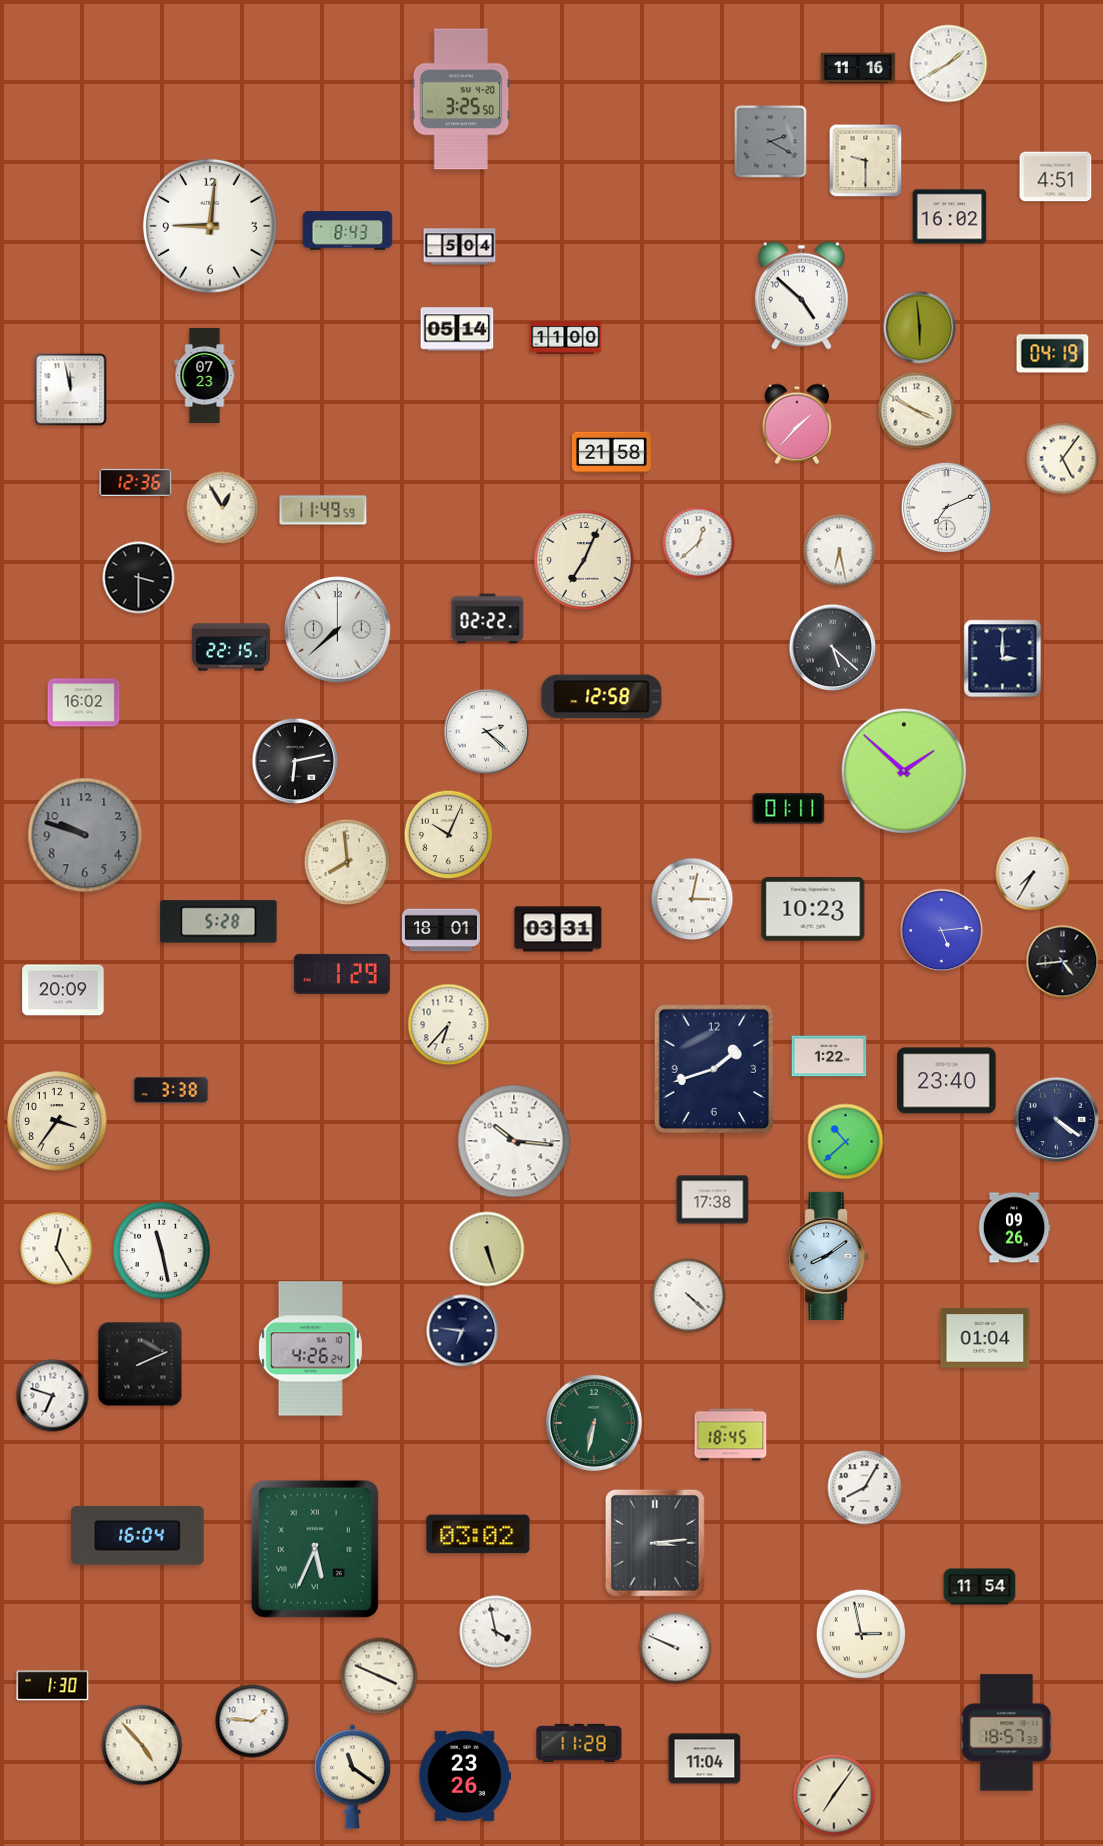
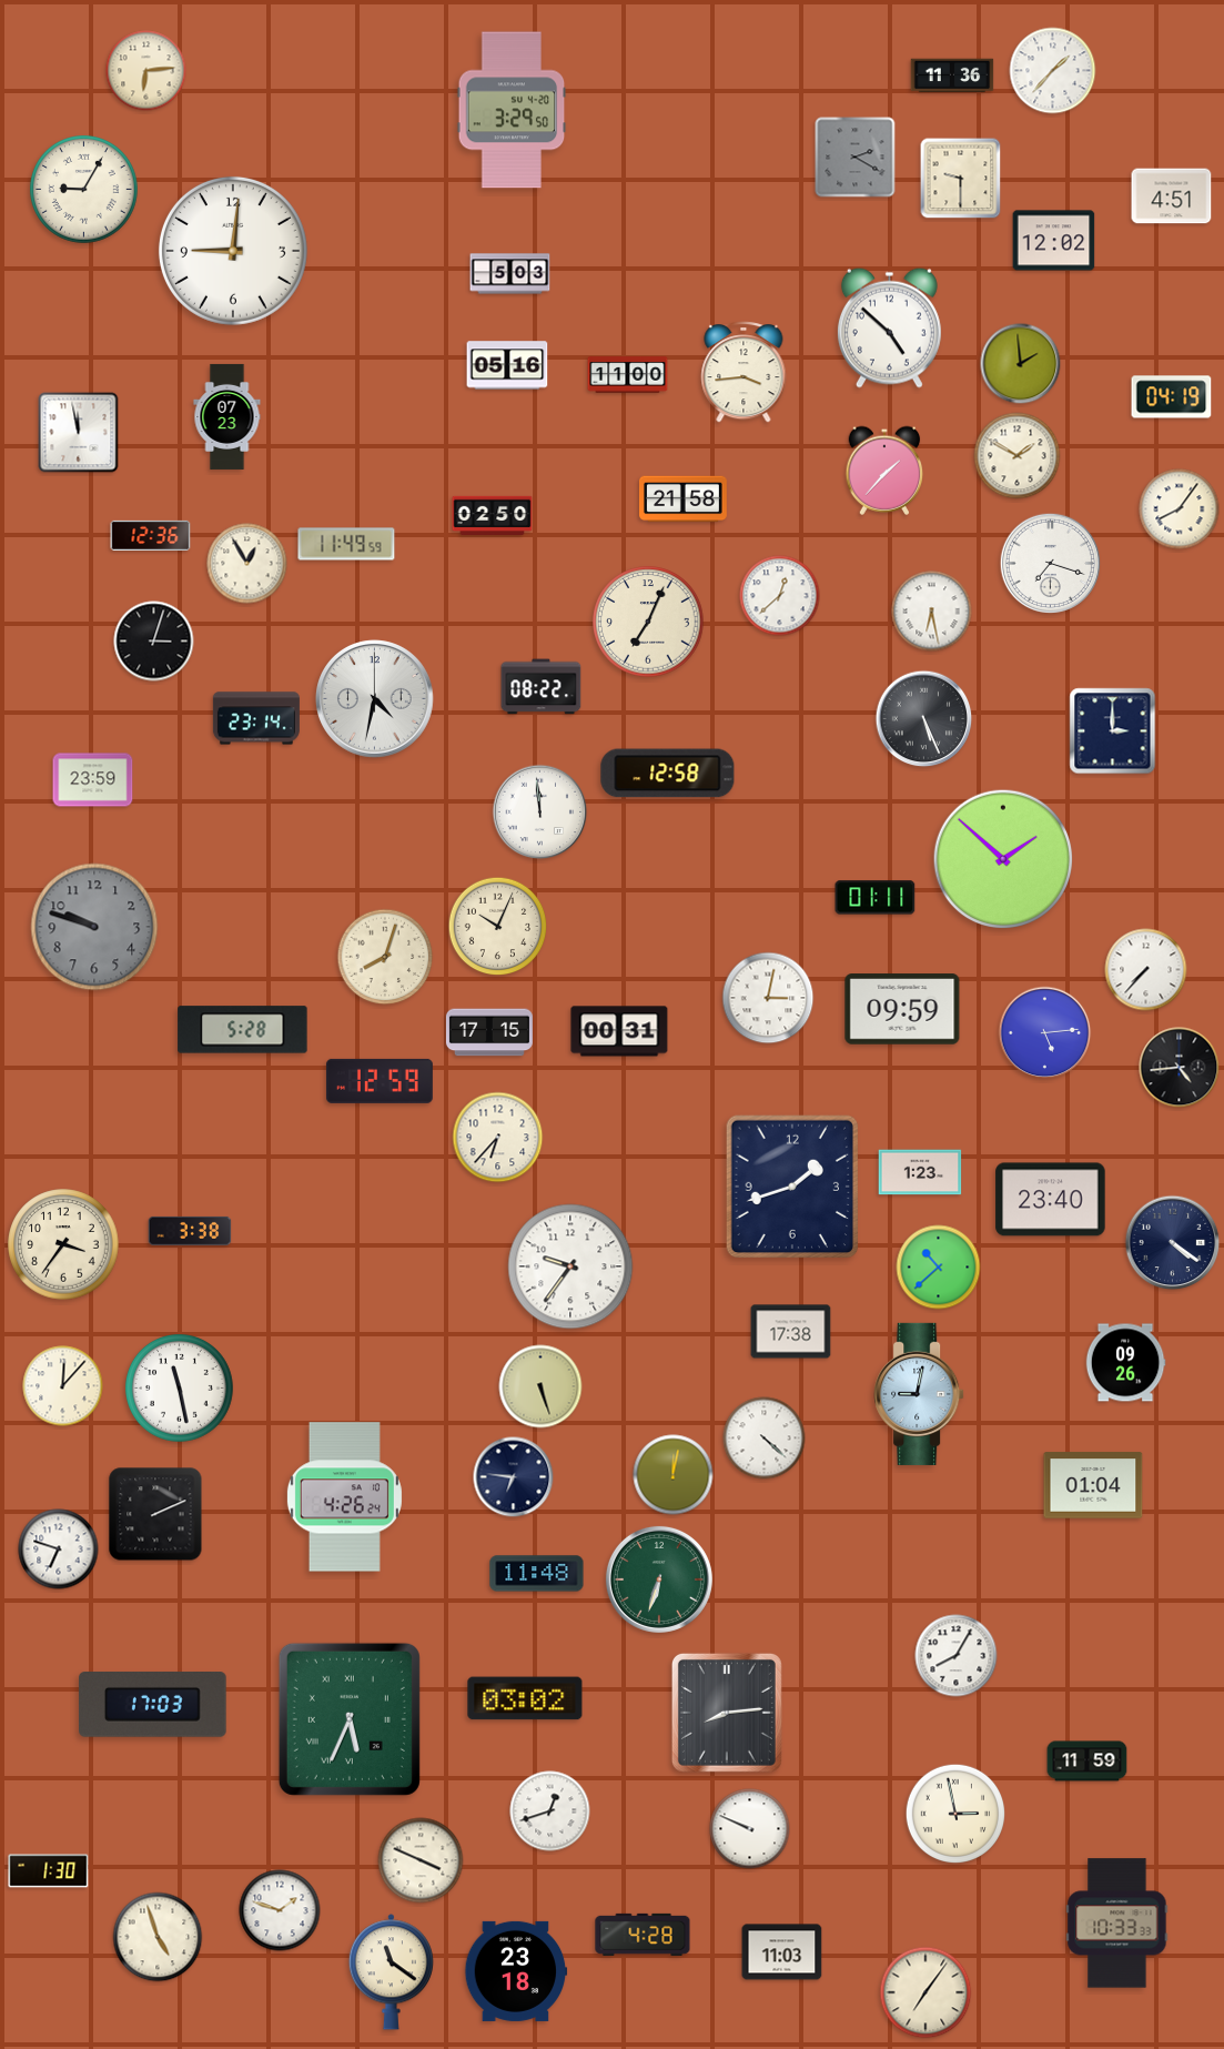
clock at (146, 71): none -> 6:14
clock at (949, 64): 1:40 -> 1:37
clock at (858, 68): 11:16 -> 11:36
clock at (461, 99): 3:25 -> 3:29
clock at (84, 190): none -> 9:05
clock at (950, 217): 16:02 -> 12:02
clock at (348, 231): 8:43 -> none
clock at (460, 247): 5:04 -> 5:03
clock at (920, 328): 5:59 -> 1:59
clock at (457, 329): 05:14 -> 05:16
clock at (743, 372): none -> 3:44
clock at (1053, 354) position: (1053, 354) -> (1172, 397)
clock at (917, 411): 3:50 -> 1:50
clock at (612, 453) position: (612, 453) -> (684, 499)
clock at (1063, 459): 5:06 -> 8:06
clock at (493, 516): none -> 02:50
clock at (946, 507): 7:11 -> 7:18
clock at (323, 510) position: (323, 510) -> (346, 544)
clock at (699, 543) position: (699, 543) -> (780, 596)
clock at (139, 578): 3:30 -> 3:03
clock at (488, 619): 02:22 -> 08:22
clock at (338, 630): 7:38 -> 4:32
clock at (231, 647): 22:15 -> 23:14
clock at (833, 648): 5:22 -> 5:26
clock at (84, 703): 16:02 -> 23:59
clock at (487, 732): 2:22 -> 11:59
clock at (295, 761): 6:13 -> none
clock at (904, 771) position: (904, 771) -> (1003, 859)
clock at (347, 862): 7:59 -> 8:03
clock at (1033, 874): 7:35 -> 7:37
clock at (813, 909): 10:23 -> 09:59
clock at (219, 922) position: (219, 922) -> (243, 1030)
clock at (558, 929): 03:31 -> 00:31
clock at (441, 930): 18:01 -> 17:15
clock at (342, 974): 1:29 -> 12:59
clock at (63, 990): 20:09 -> none
clock at (829, 1056): 1:22 -> 1:23
clock at (171, 1090) position: (171, 1090) -> (190, 1231)
clock at (514, 1141): 10:16 -> 9:36
clock at (57, 1249): 12:25 -> 12:07
clock at (828, 1256): 8:09 -> 9:02
clock at (674, 1475): none -> 12:02
clock at (537, 1574): none -> 11:48
clock at (594, 1423): 6:32 -> 6:33
clock at (731, 1435): 18:45 -> none
clock at (865, 1488) position: (865, 1488) -> (957, 1656)
clock at (478, 1534) position: (478, 1534) -> (525, 1698)
clock at (138, 1536): 16:04 -> 17:03
clock at (655, 1543): 3:14 -> 8:14
clock at (980, 1587): 11:54 -> 11:59
clock at (496, 1632): 3:58 -> 12:42
clock at (53, 1686) position: (53, 1686) -> (49, 1871)
clock at (252, 1721): 1:46 -> 1:48
clock at (1007, 1733): 18:57 -> 10:33
clock at (579, 1743): 11:28 -> 4:28
clock at (142, 1745): 4:53 -> 4:57
clock at (705, 1759): 11:04 -> 11:03
clock at (465, 1776): 23:26 -> 23:18
